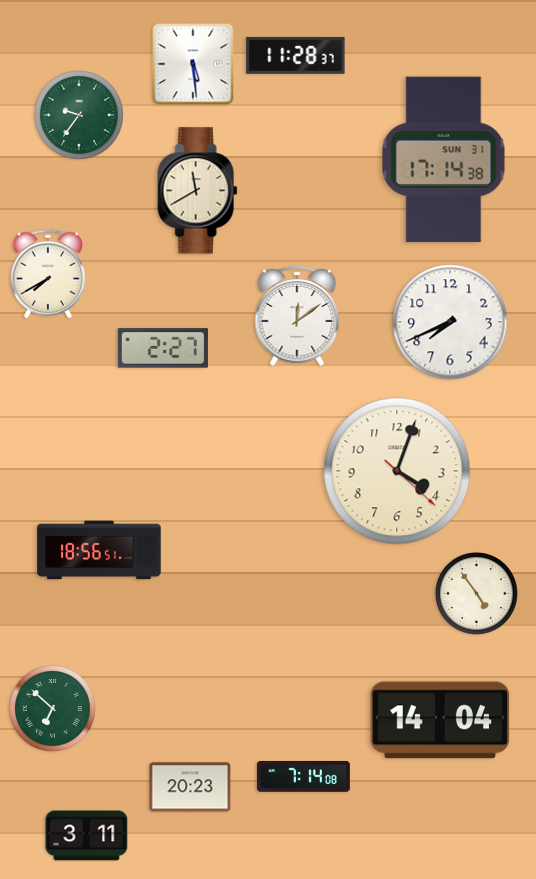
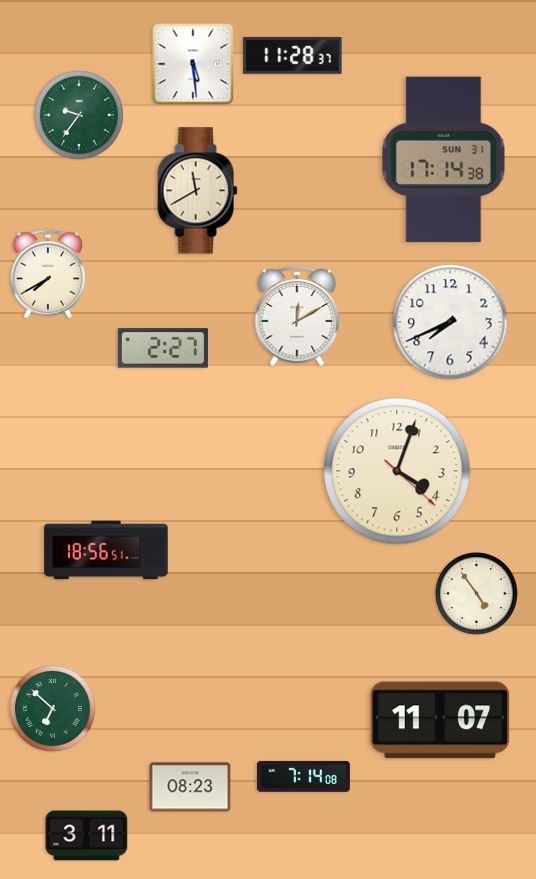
clock at (296, 55) position: (296, 55) -> (293, 55)
clock at (297, 316): 12:09 -> 12:10
clock at (99, 550) position: (99, 550) -> (106, 550)
clock at (440, 720): 14:04 -> 11:07
clock at (190, 787): 20:23 -> 08:23
